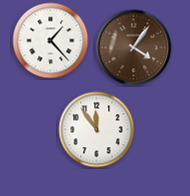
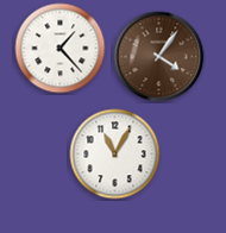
clock at (97, 130): 11:54 -> 11:05
